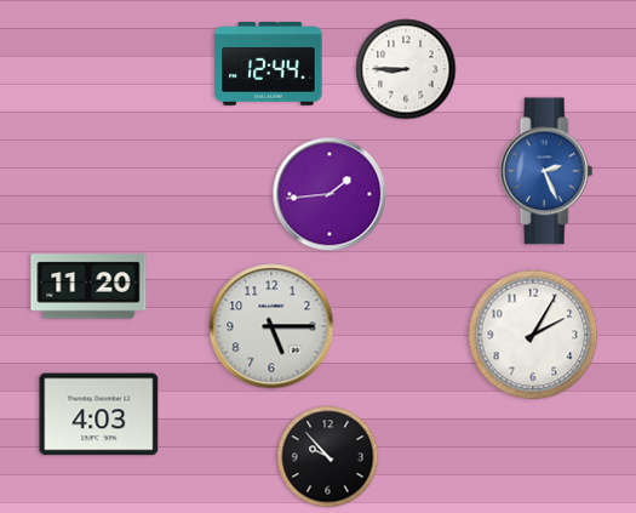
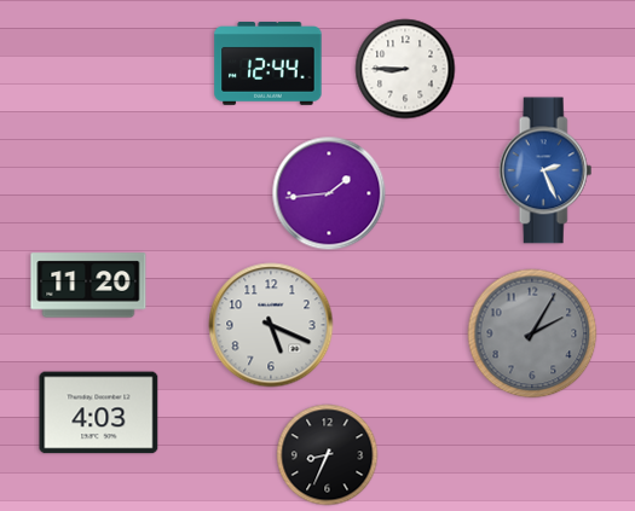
clock at (271, 326): 5:15 -> 5:19
clock at (533, 335) dial: white -> grey
clock at (328, 457): 9:53 -> 8:34
